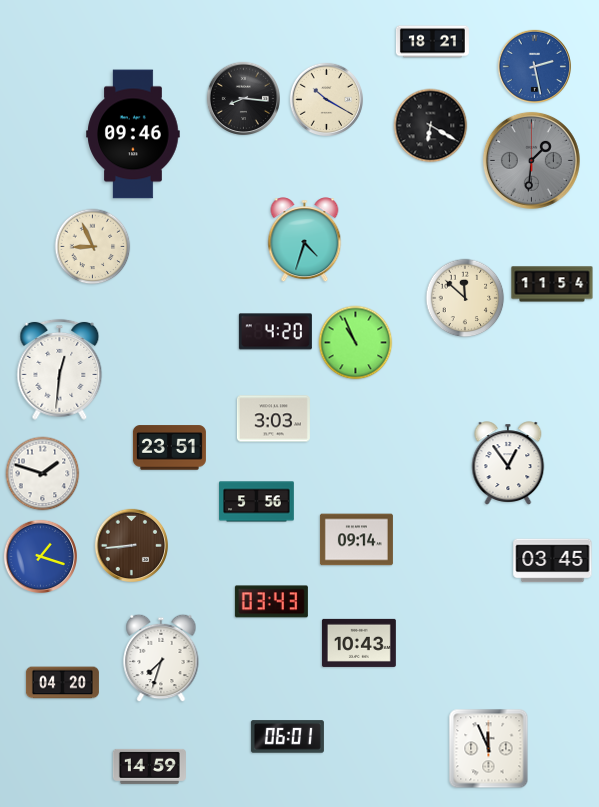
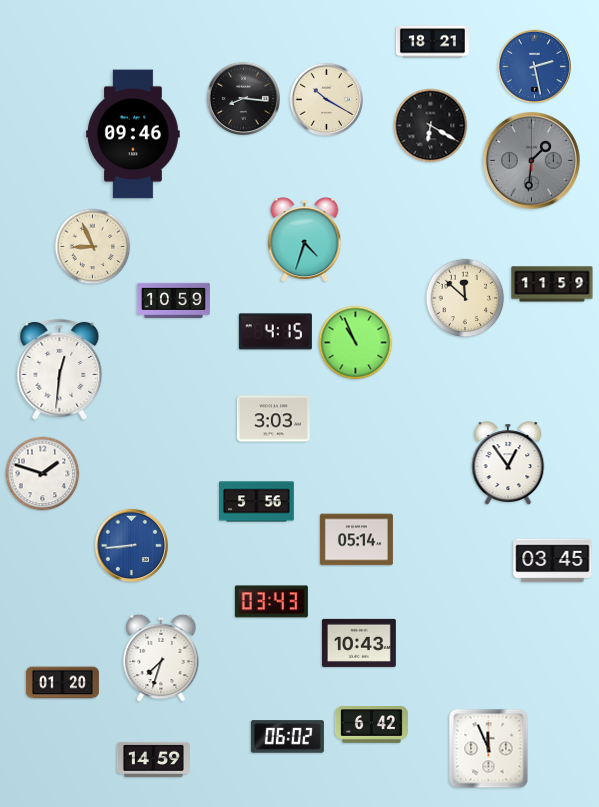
clock at (552, 284): 11:54 -> 11:59
clock at (173, 300): none -> 10:59
clock at (275, 332): 4:20 -> 4:15
clock at (169, 448): 23:51 -> none
clock at (356, 540): 09:14 -> 05:14
clock at (131, 545) dial: brown -> blue
clock at (40, 556): 1:18 -> none
clock at (62, 683): 04:20 -> 01:20
clock at (371, 725): none -> 6:42
clock at (287, 737): 06:01 -> 06:02
clock at (149, 766) position: (149, 766) -> (153, 759)
